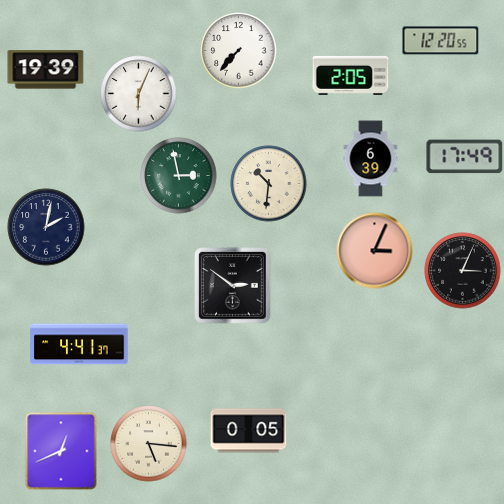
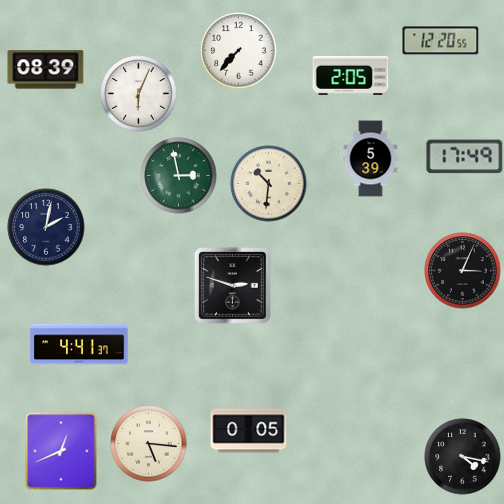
clock at (46, 70): 19:39 -> 08:39
clock at (371, 159): 6:39 -> 5:39
clock at (375, 251): 3:04 -> none
clock at (233, 286): 2:51 -> 2:48
clock at (463, 457): none -> 4:17
